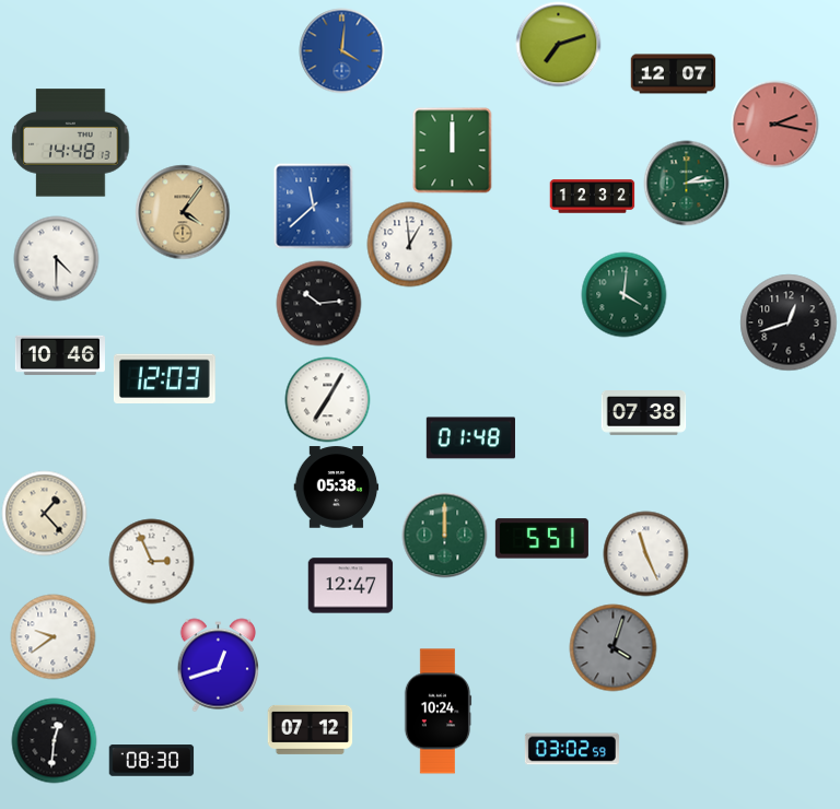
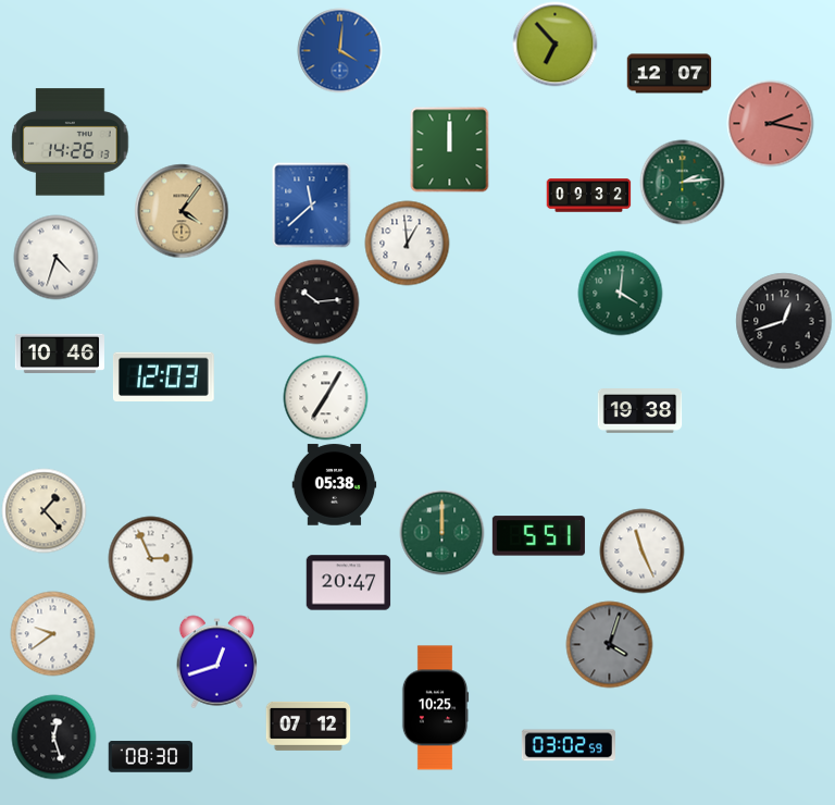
clock at (558, 44): 7:12 -> 6:53
clock at (71, 143): 14:48 -> 14:26
clock at (592, 197): 12:32 -> 09:32
clock at (56, 258): 4:30 -> 4:33
clock at (643, 413): 07:38 -> 19:38
clock at (470, 438): 01:48 -> none
clock at (350, 586): 12:47 -> 20:47
clock at (437, 712): 10:24 -> 10:25
clock at (54, 740): 12:31 -> 12:27
